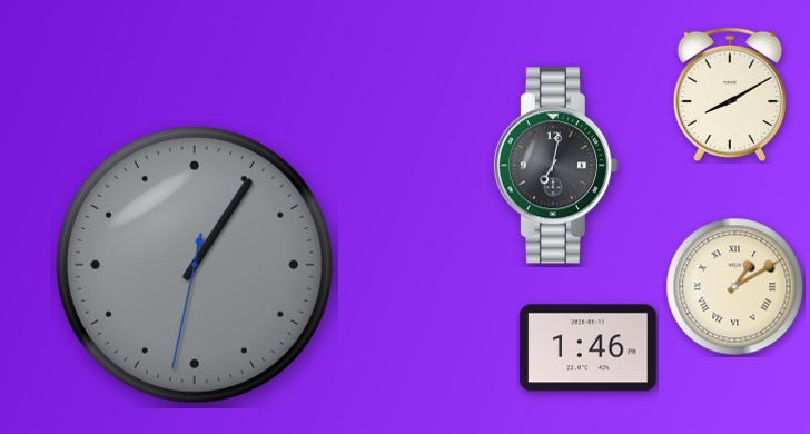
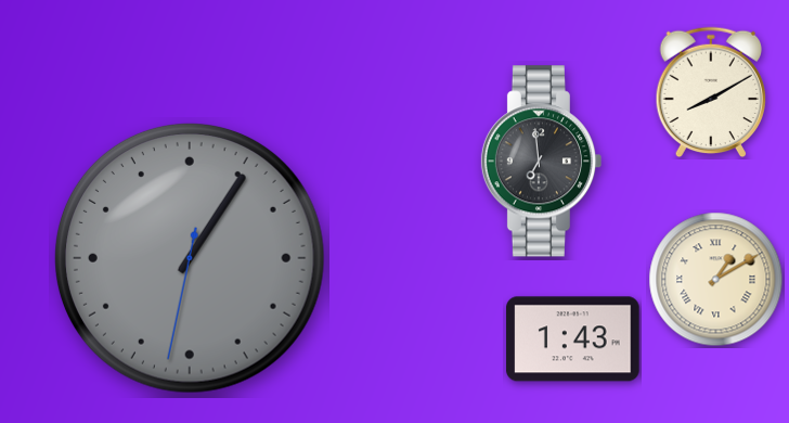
clock at (555, 166): 7:02 -> 6:59
clock at (589, 348): 1:46 -> 1:43
